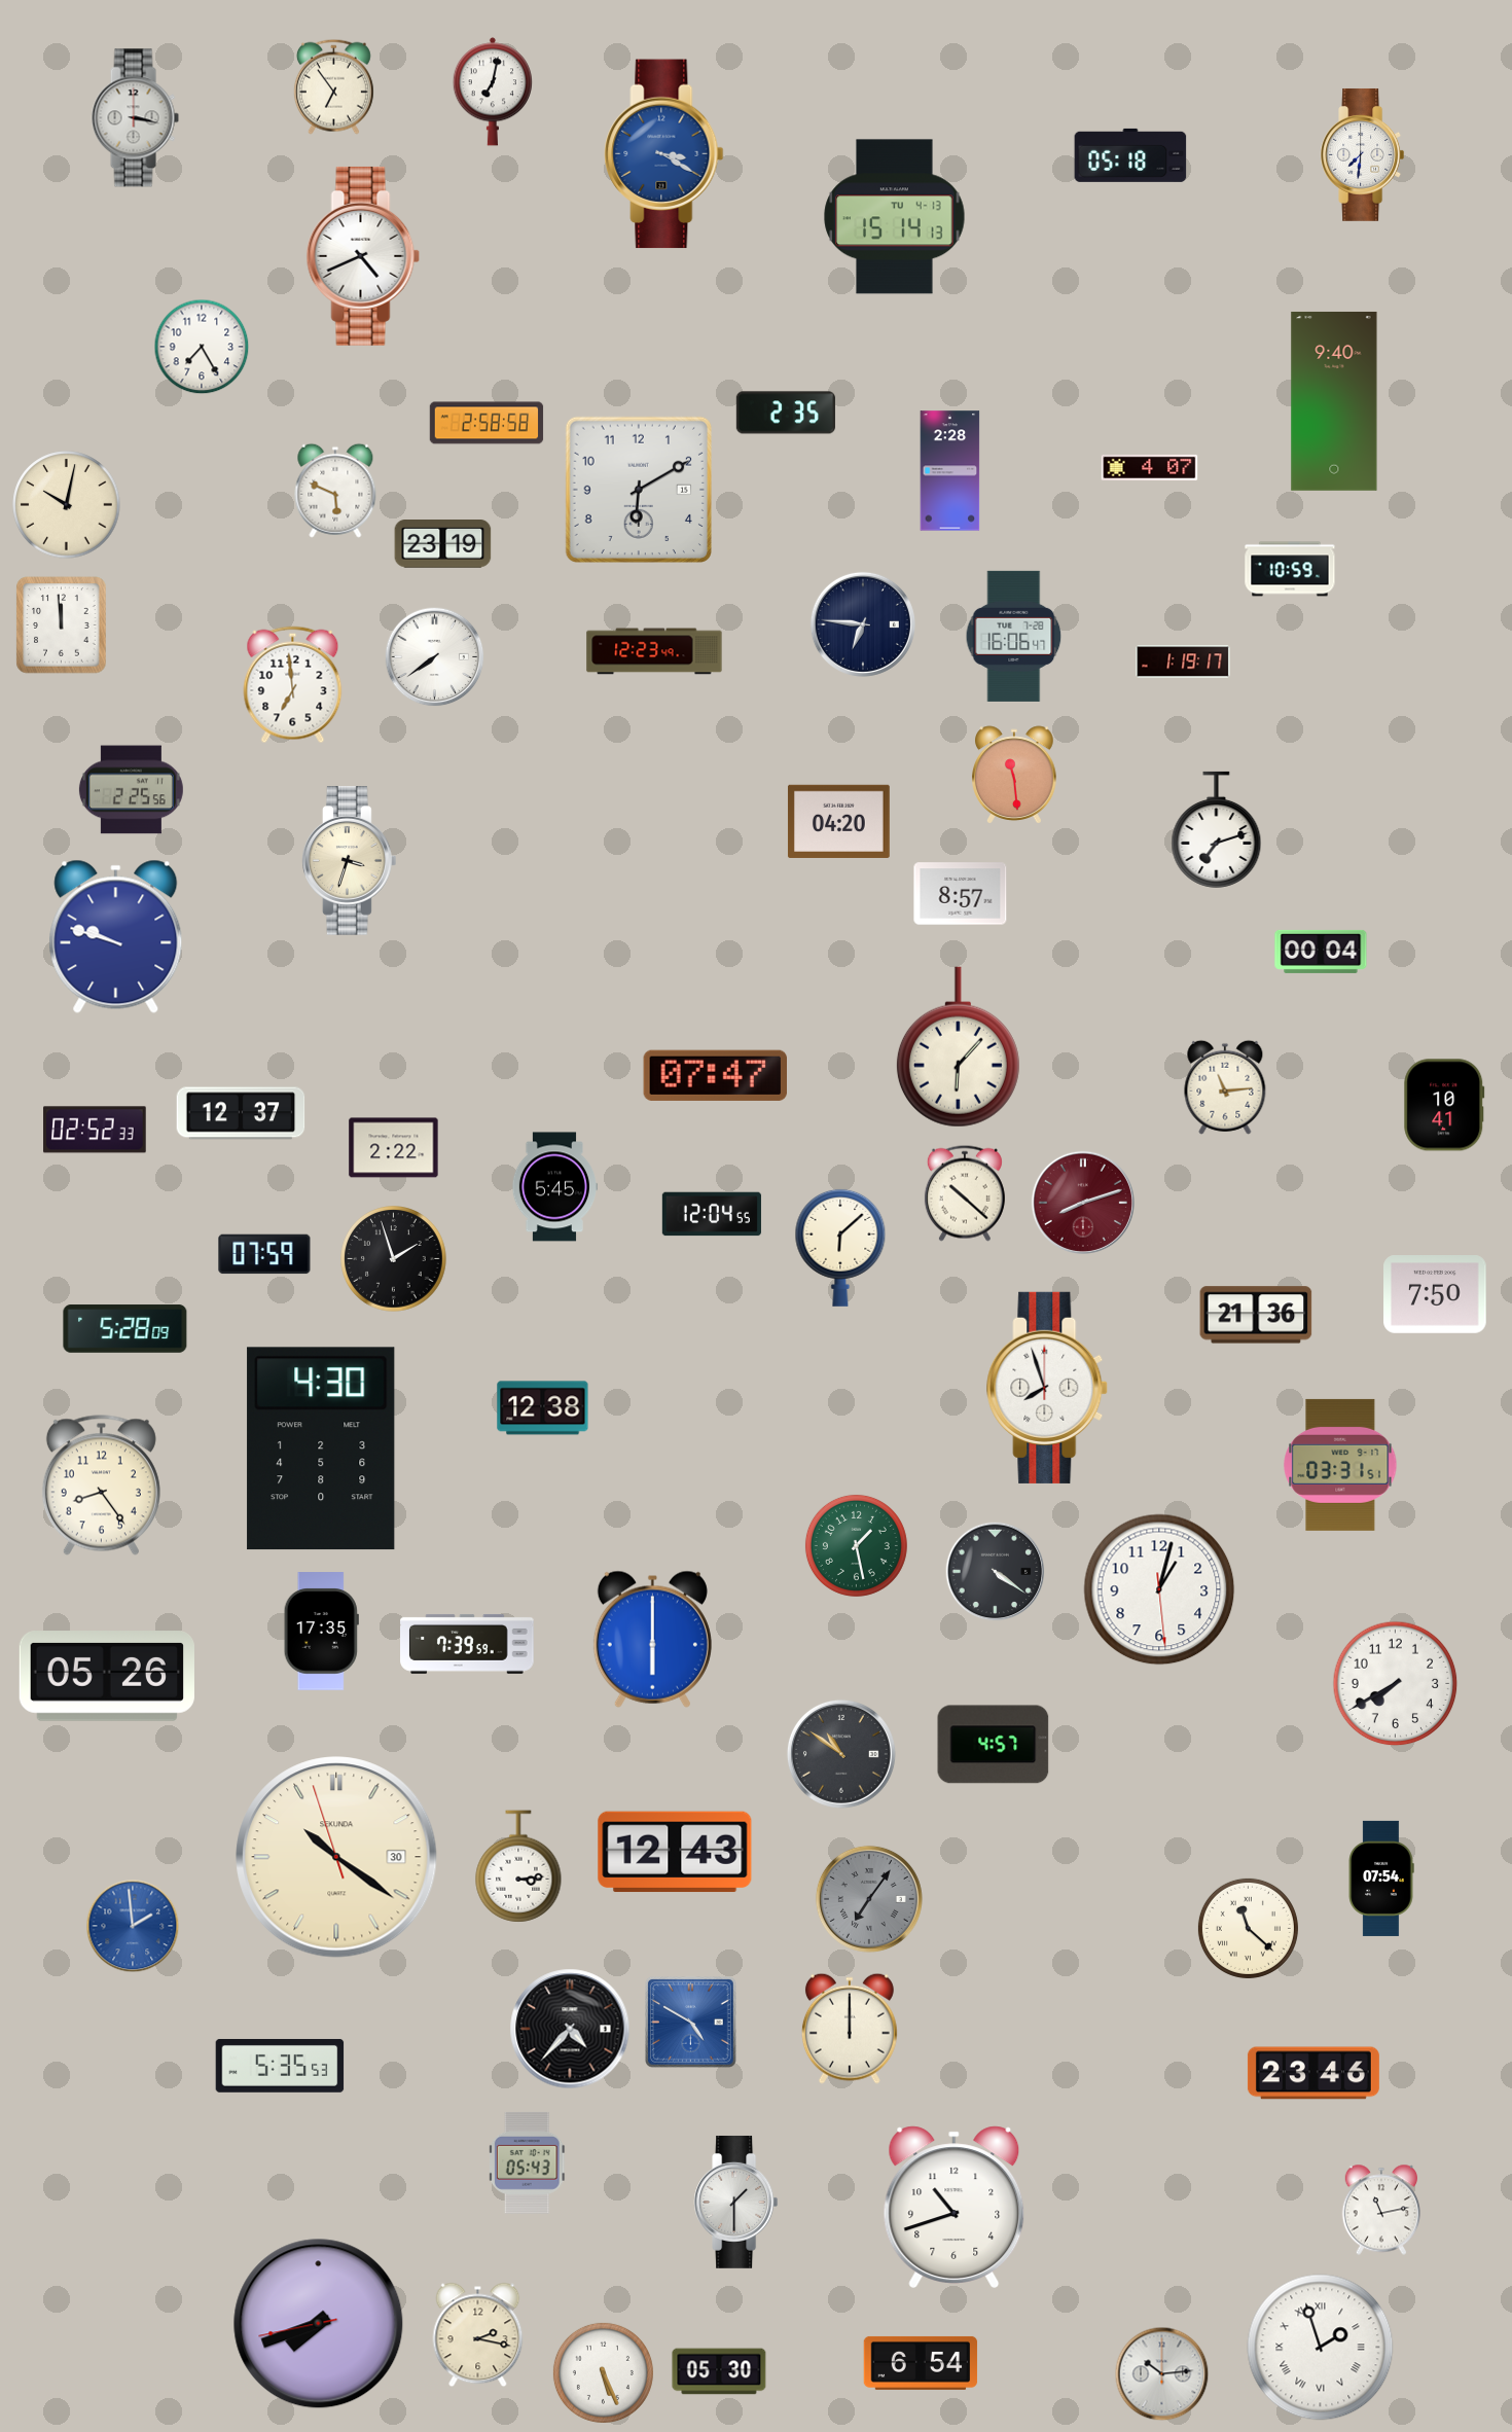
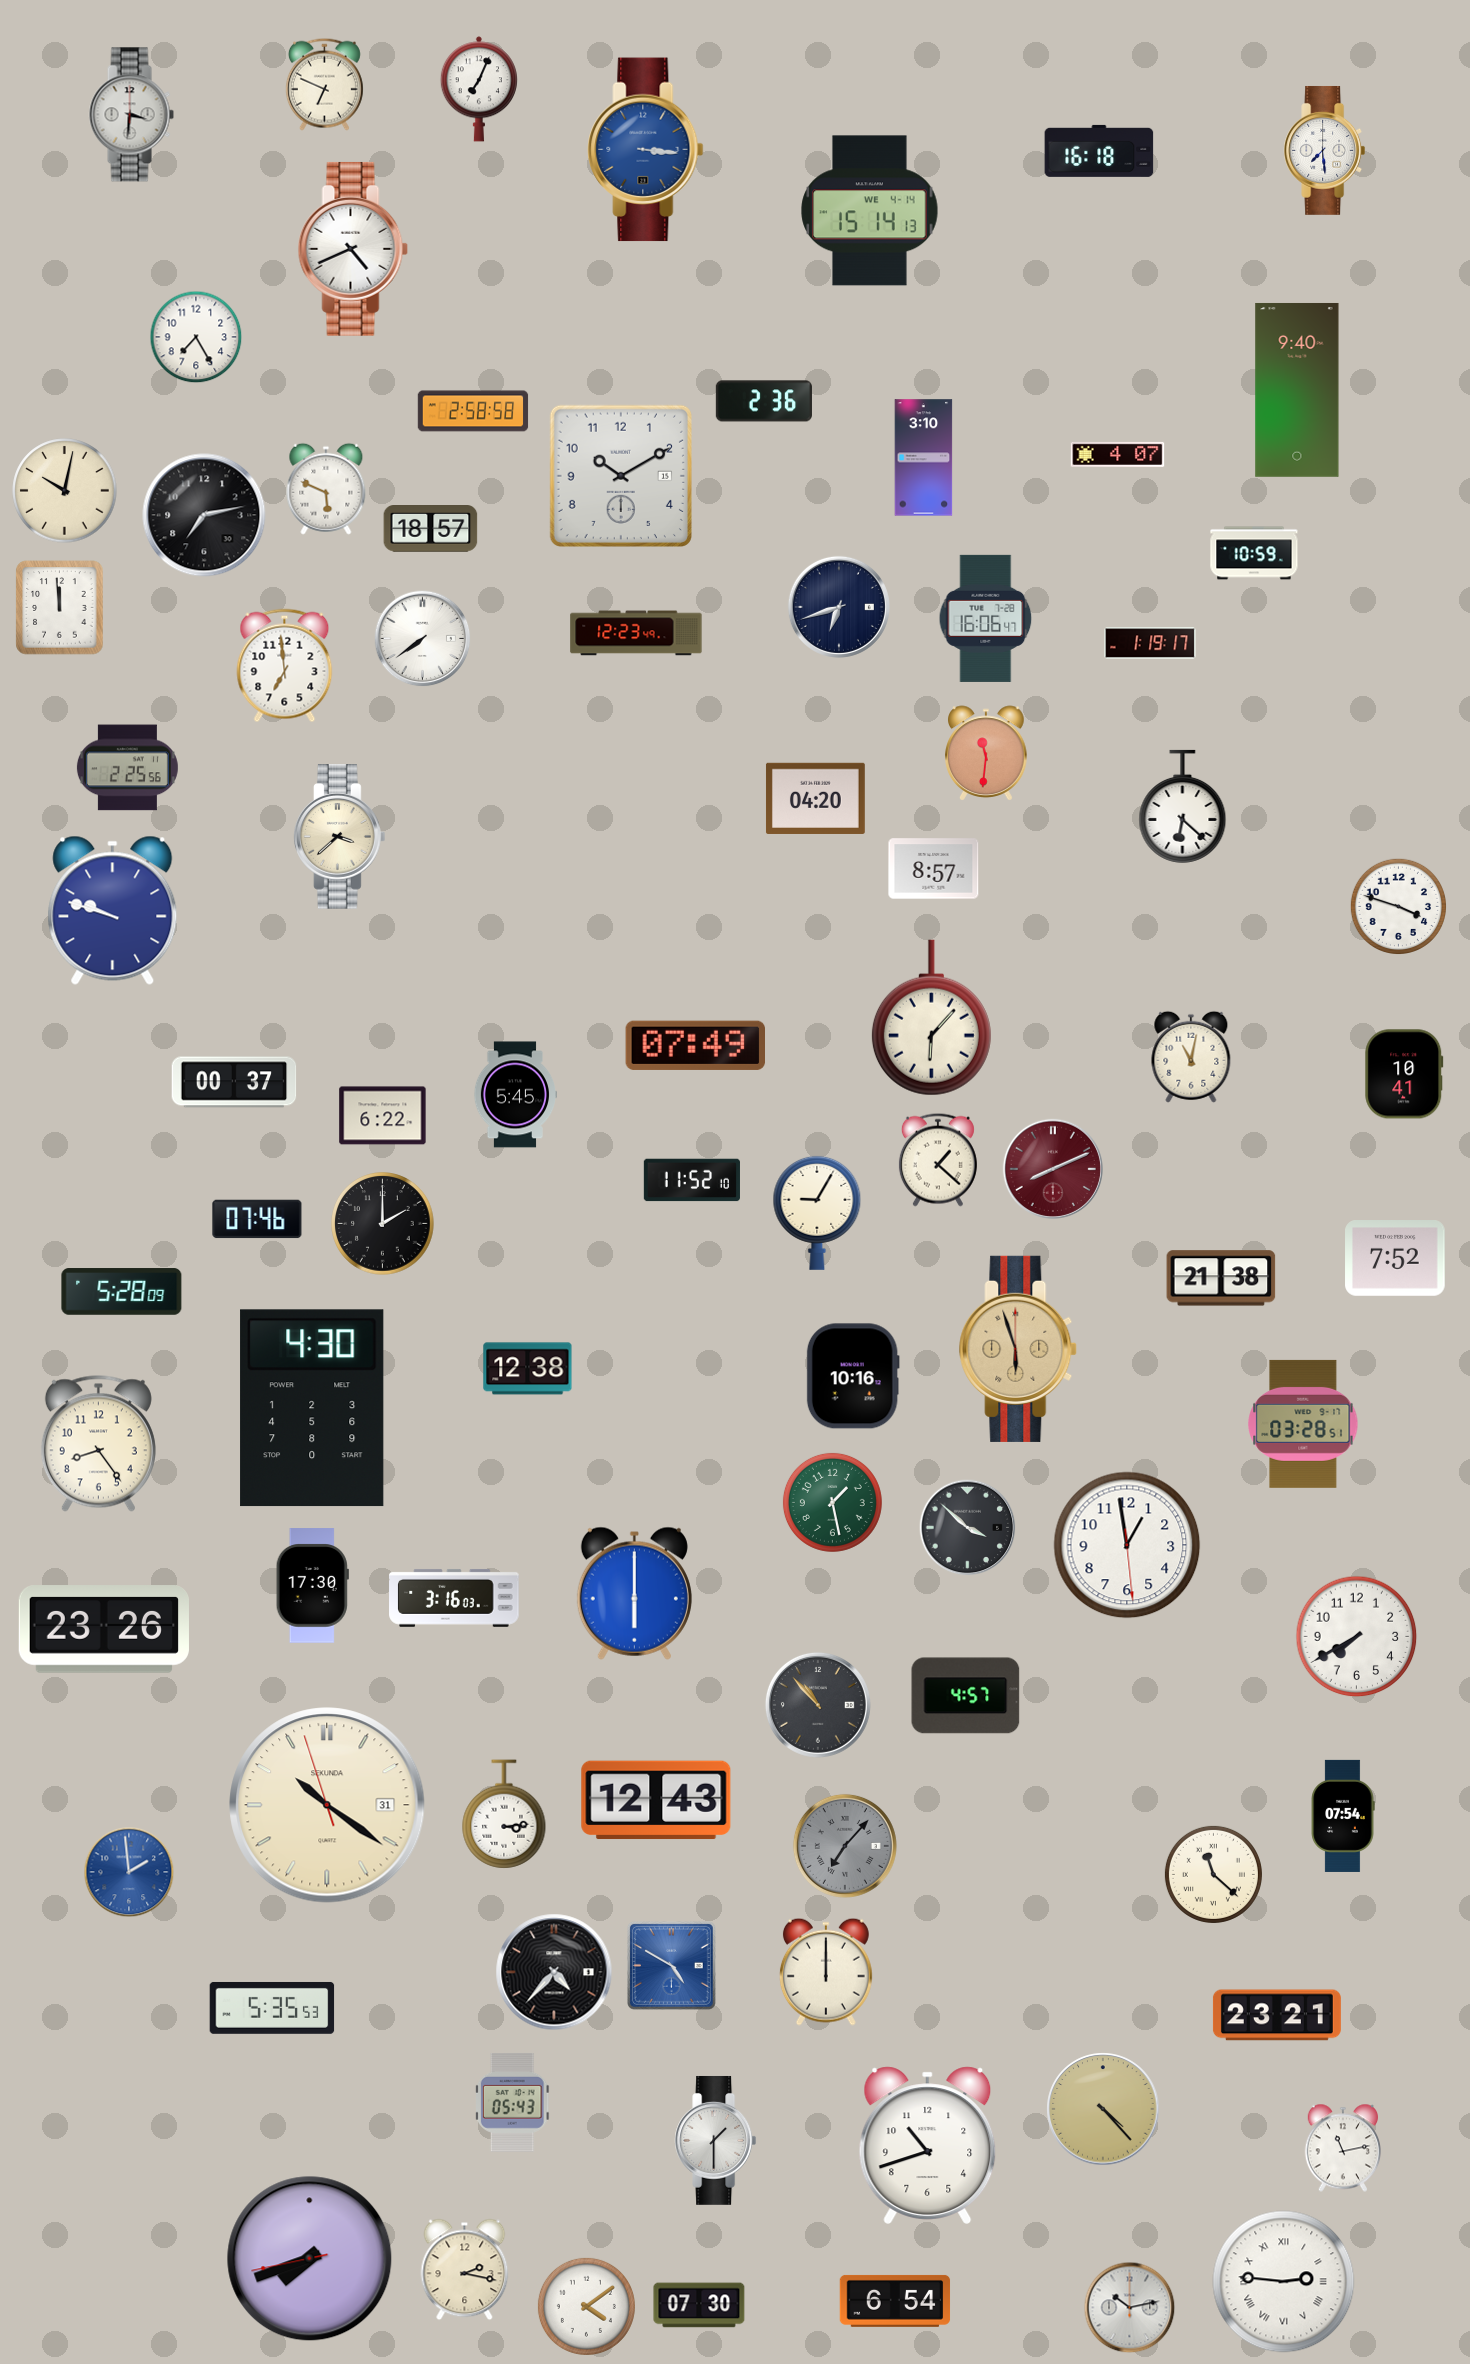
clock at (333, 86): 6:54 -> 6:49
clock at (493, 92): 7:02 -> 7:04
clock at (135, 118): 3:17 -> 3:31
clock at (664, 154): 3:20 -> 3:16
clock at (1363, 154): 7:31 -> 7:29
clock at (1130, 155): 05:18 -> 16:18
clock at (895, 217) date: TU 4-13 -> WE 4-14
clock at (786, 413): 2:35 -> 2:36
clock at (950, 471): 2:28 -> 3:10
clock at (639, 490): 6:10 -> 10:10
clock at (335, 491) position: (335, 491) -> (326, 489)
clock at (204, 515): none -> 7:13
clock at (443, 544): 23:19 -> 18:57
clock at (863, 624): 6:46 -> 6:42
clock at (1015, 775): 11:29 -> 11:31
clock at (1217, 829): 7:12 -> 6:22
clock at (349, 861): 3:33 -> 3:38
clock at (1398, 906): none -> 3:48
clock at (1321, 952): 00:04 -> none
clock at (715, 1075): 07:47 -> 07:49
clock at (1225, 1087): 11:14 -> 11:02
clock at (241, 1113): 12:37 -> 00:37
clock at (95, 1130): 02:52 -> none
clock at (394, 1148): 2:22 -> 6:22
clock at (553, 1187) position: (553, 1187) -> (514, 1095)
clock at (965, 1193): 10:22 -> 1:22
clock at (1083, 1203): 8:12 -> 8:11
clock at (712, 1214): 12:04 -> 11:52
clock at (840, 1248): 6:08 -> 9:05
clock at (264, 1254): 07:59 -> 07:46
clock at (394, 1259): 1:57 -> 2:00
clock at (1435, 1294): 7:50 -> 7:52
clock at (1256, 1315): 21:36 -> 21:38
clock at (1048, 1388): 7:57 -> 5:57
clock at (1048, 1388) dial: white -> champagne
clock at (853, 1376): none -> 10:16
clock at (1340, 1465): 03:31 -> 03:28
clock at (996, 1572): 4:21 -> 3:52
clock at (1159, 1589): 1:02 -> 12:58
clock at (321, 1632): 17:35 -> 17:30
clock at (467, 1644): 7:39 -> 3:16
clock at (106, 1676): 05:26 -> 23:26
clock at (841, 1754): 10:51 -> 10:53
clock at (336, 1857) date: 30 -> 31
clock at (1381, 1879) position: (1381, 1879) -> (1343, 1816)
clock at (869, 1899): 7:06 -> 7:07
clock at (1313, 2073): 23:46 -> 23:21
clock at (1103, 2109): none -> 4:23
clock at (1321, 2348): 1:57 -> 2:46
clock at (921, 2363) position: (921, 2363) -> (895, 2301)
clock at (719, 2371): 05:30 -> 07:30
clock at (603, 2372): 5:26 -> 4:09
clock at (1162, 2374): 10:14 -> 10:13
